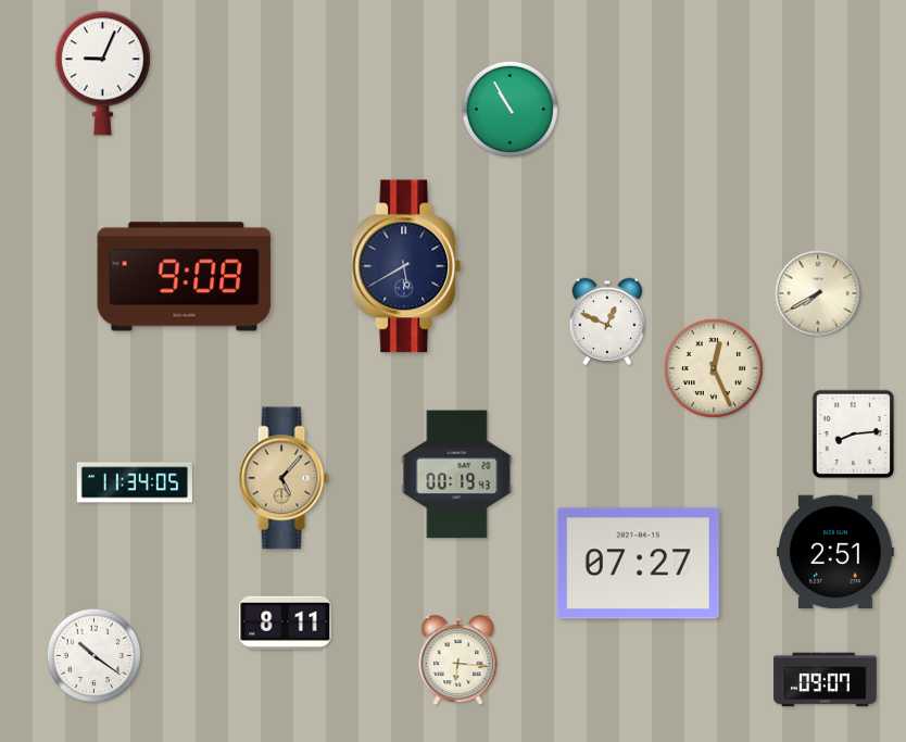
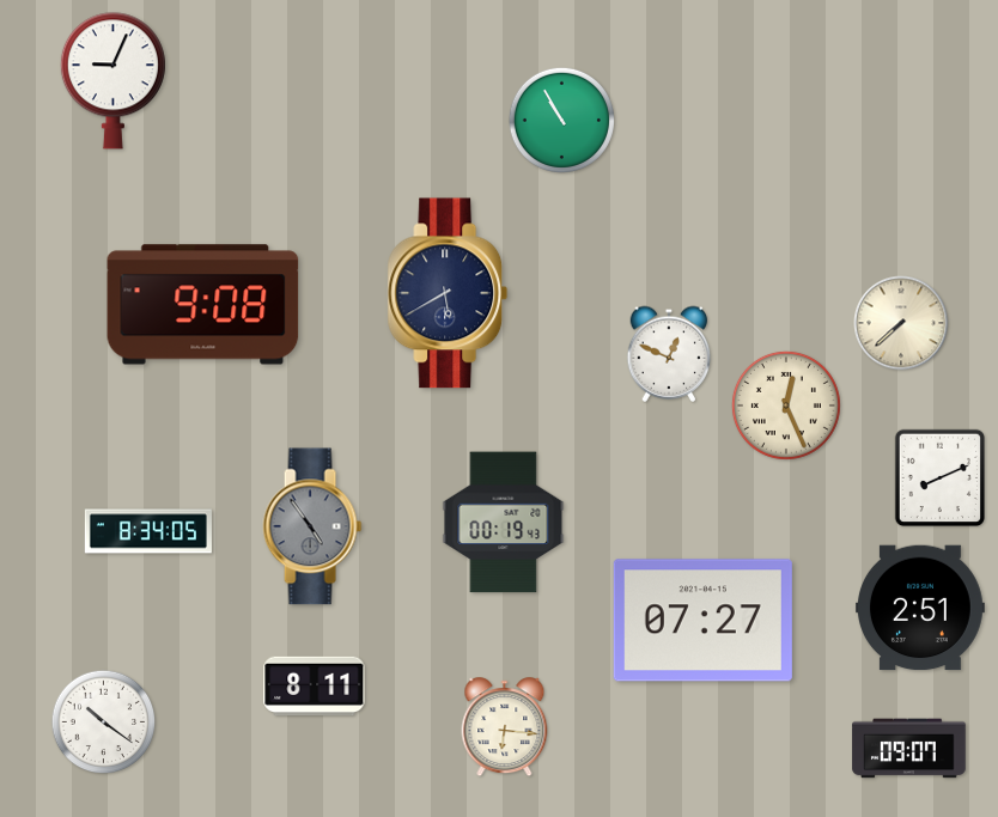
clock at (818, 293): 7:40 -> 7:38
clock at (853, 435): 8:14 -> 8:11
clock at (284, 478): 5:07 -> 4:54
clock at (284, 478) dial: champagne -> grey
clock at (135, 482): 11:34 -> 8:34
